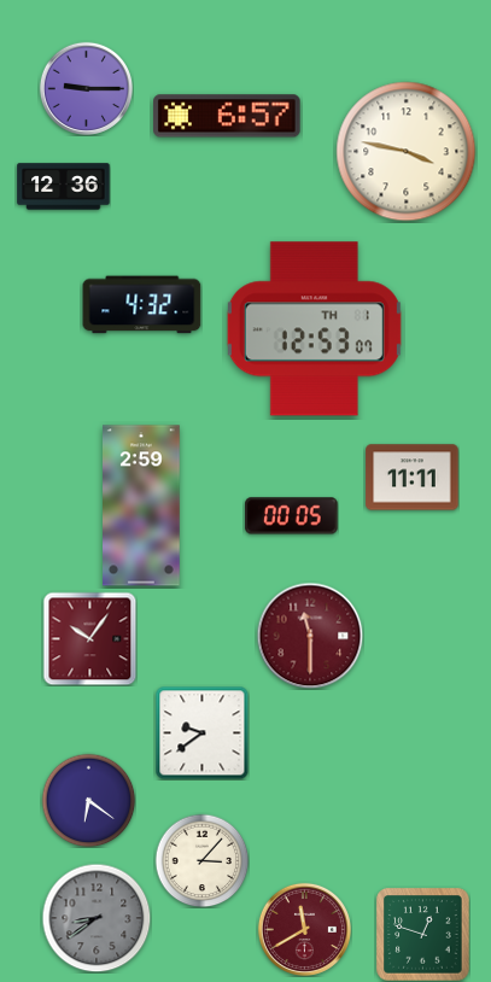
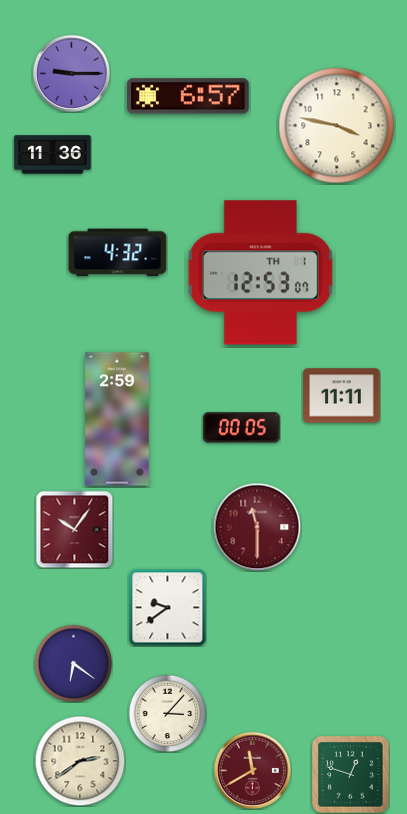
clock at (64, 187): 12:36 -> 11:36
clock at (97, 918): 8:39 -> 2:39
clock at (97, 918) dial: grey -> cream
